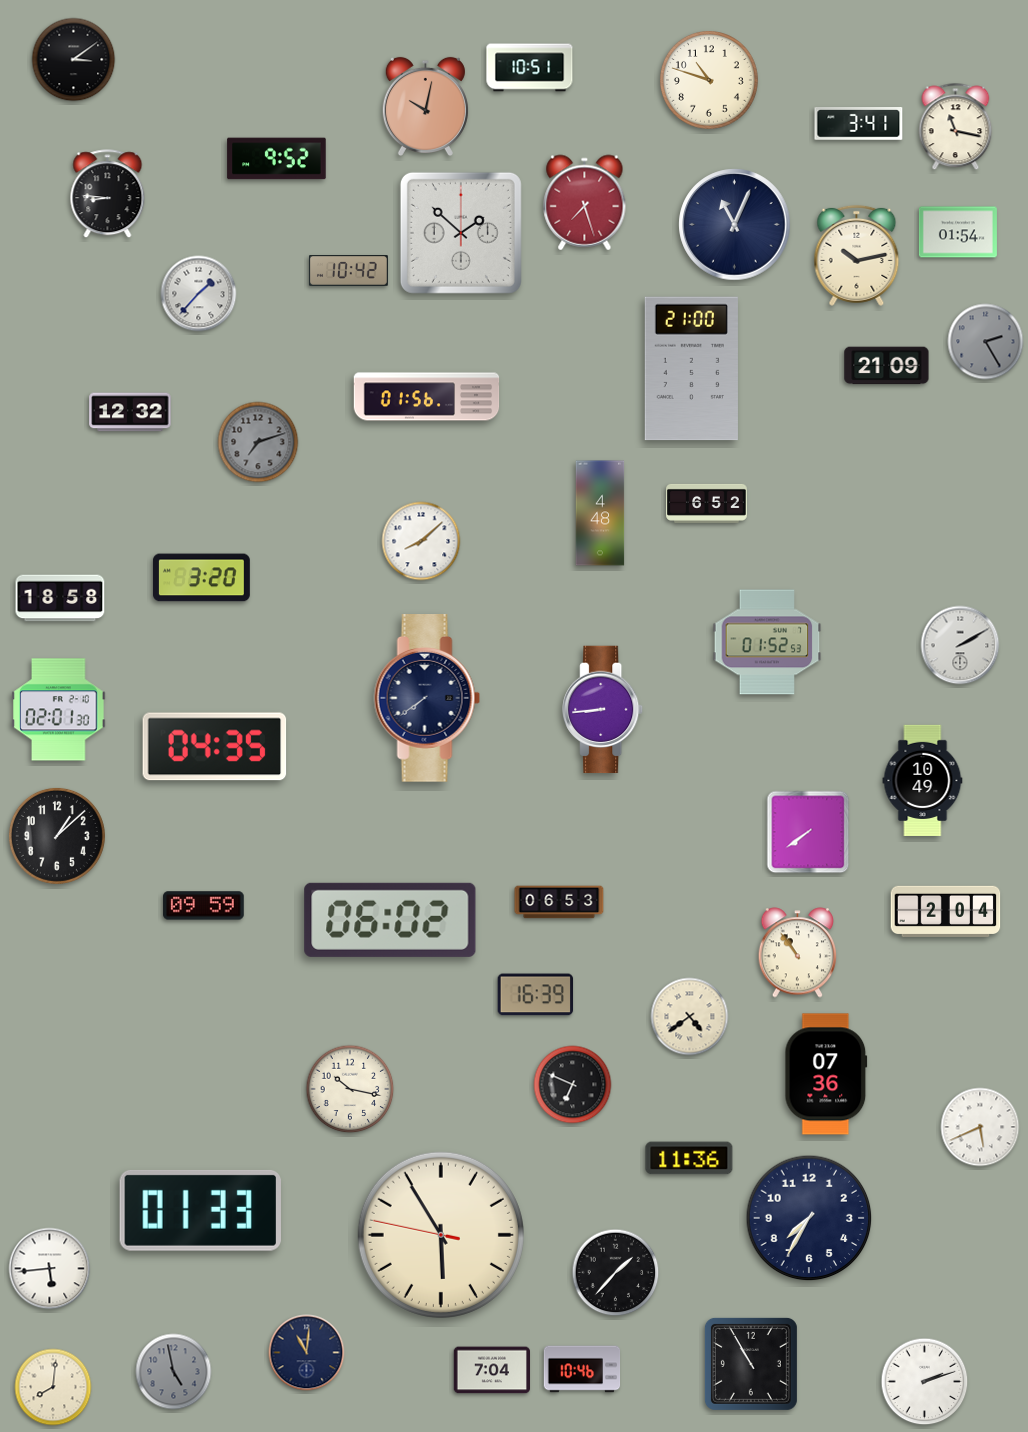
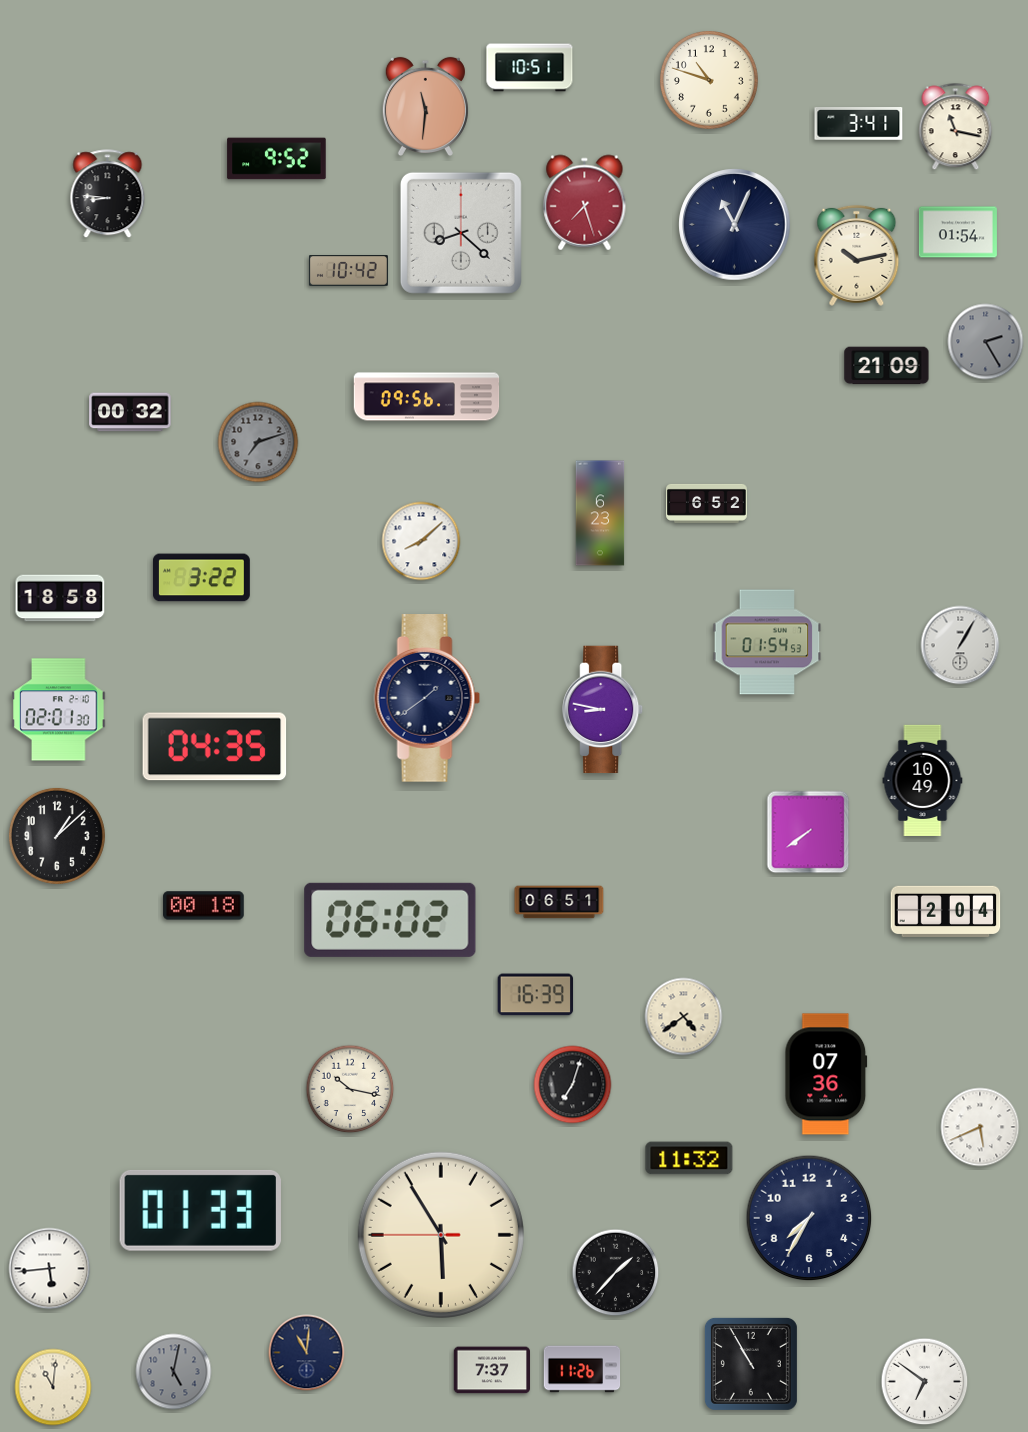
clock at (74, 60): 3:09 -> none
clock at (425, 107): 10:02 -> 11:31
clock at (461, 233): 1:52 -> 8:22
clock at (199, 294): 1:37 -> none
clock at (691, 369): 21:00 -> none
clock at (427, 397): 01:56 -> 09:56
clock at (130, 412): 12:32 -> 00:32
clock at (600, 513): 4:48 -> 6:23
clock at (201, 578): 3:20 -> 3:22
clock at (767, 642): 01:52 -> 01:54
clock at (960, 645): 2:10 -> 1:05
clock at (427, 699): 7:39 -> 1:39
clock at (603, 710): 8:44 -> 8:47
clock at (559, 902): 06:53 -> 06:51
clock at (204, 906): 09:59 -> 00:18
clock at (798, 953): 10:54 -> none
clock at (690, 1017) position: (690, 1017) -> (684, 1017)
clock at (573, 1085): 6:49 -> 7:03
clock at (689, 1158): 11:36 -> 11:32
clock at (441, 1235): 5:54:47 -> 5:54:45
clock at (582, 1369): 10:46 -> 11:26
clock at (492, 1370): 7:04 -> 7:37
clock at (174, 1372): 4:58 -> 5:02
clock at (925, 1382): 2:12 -> 6:51
clock at (53, 1387): 8:01 -> 11:01
